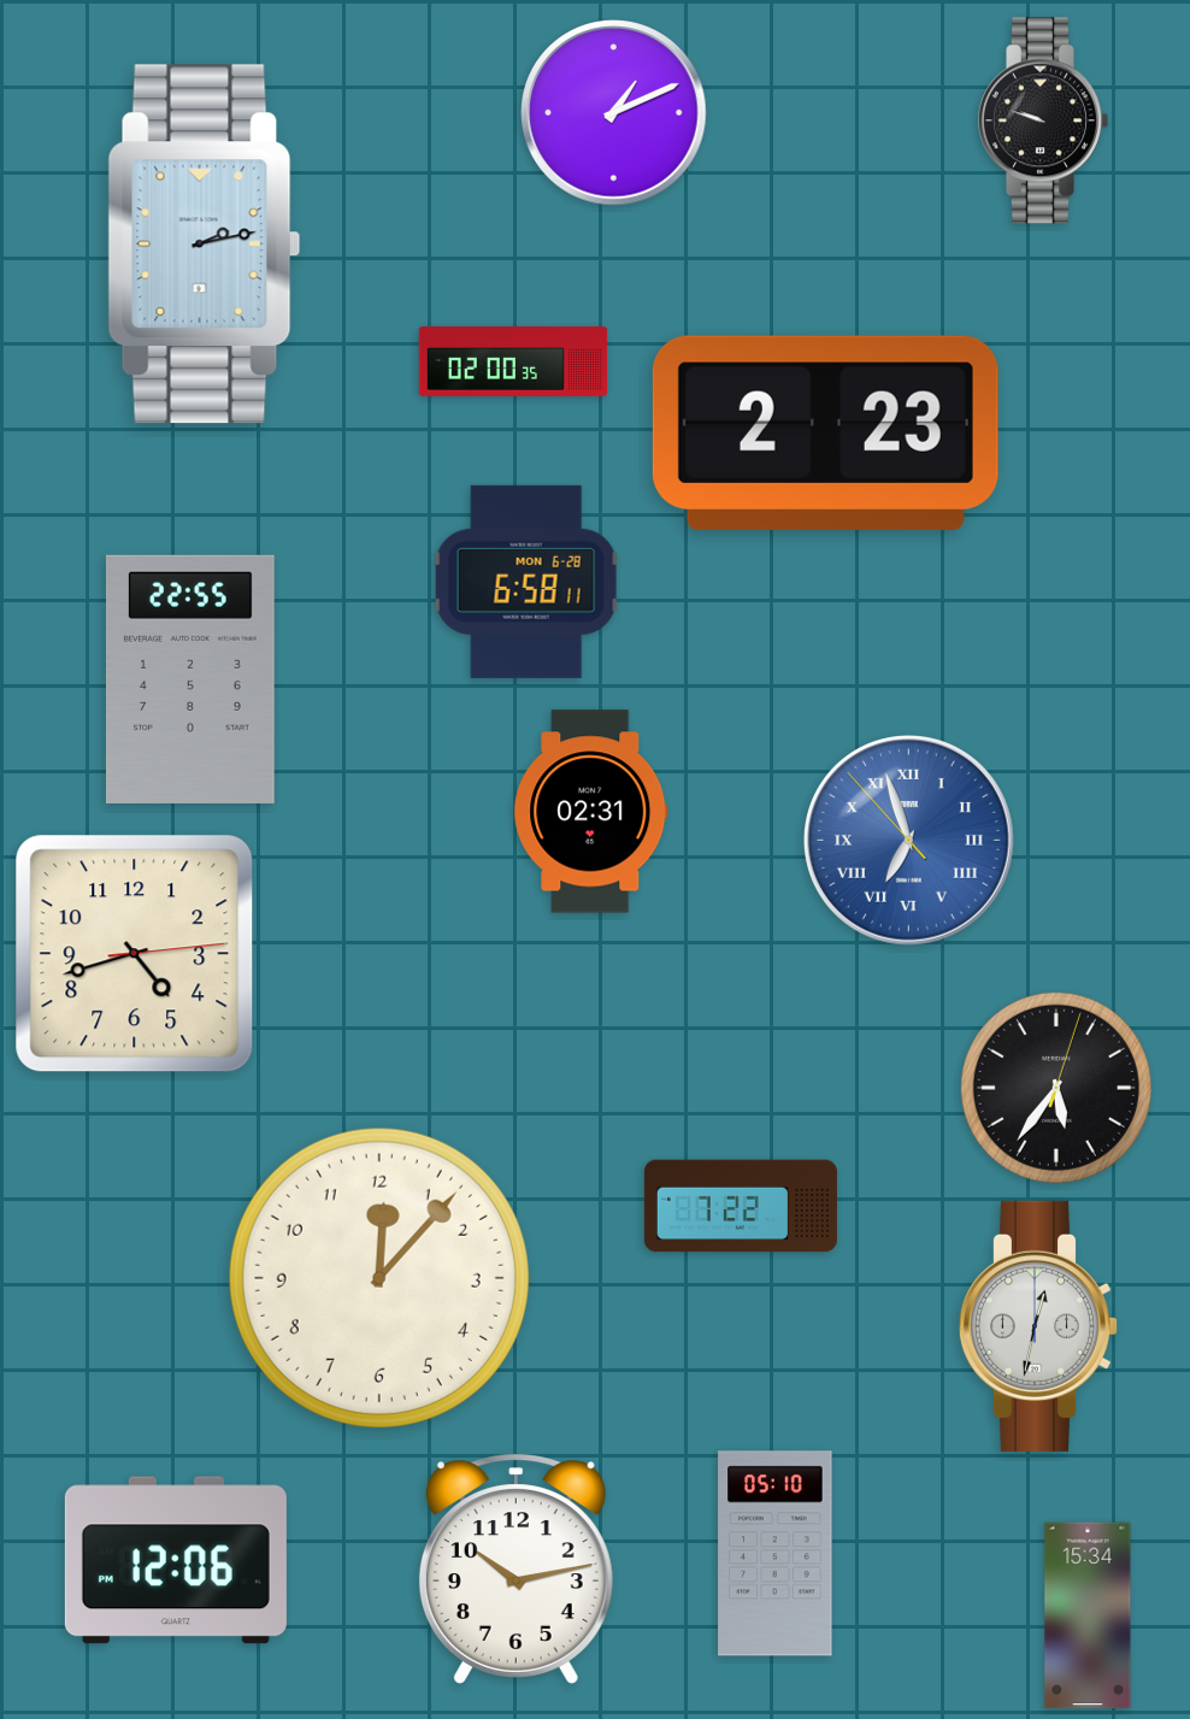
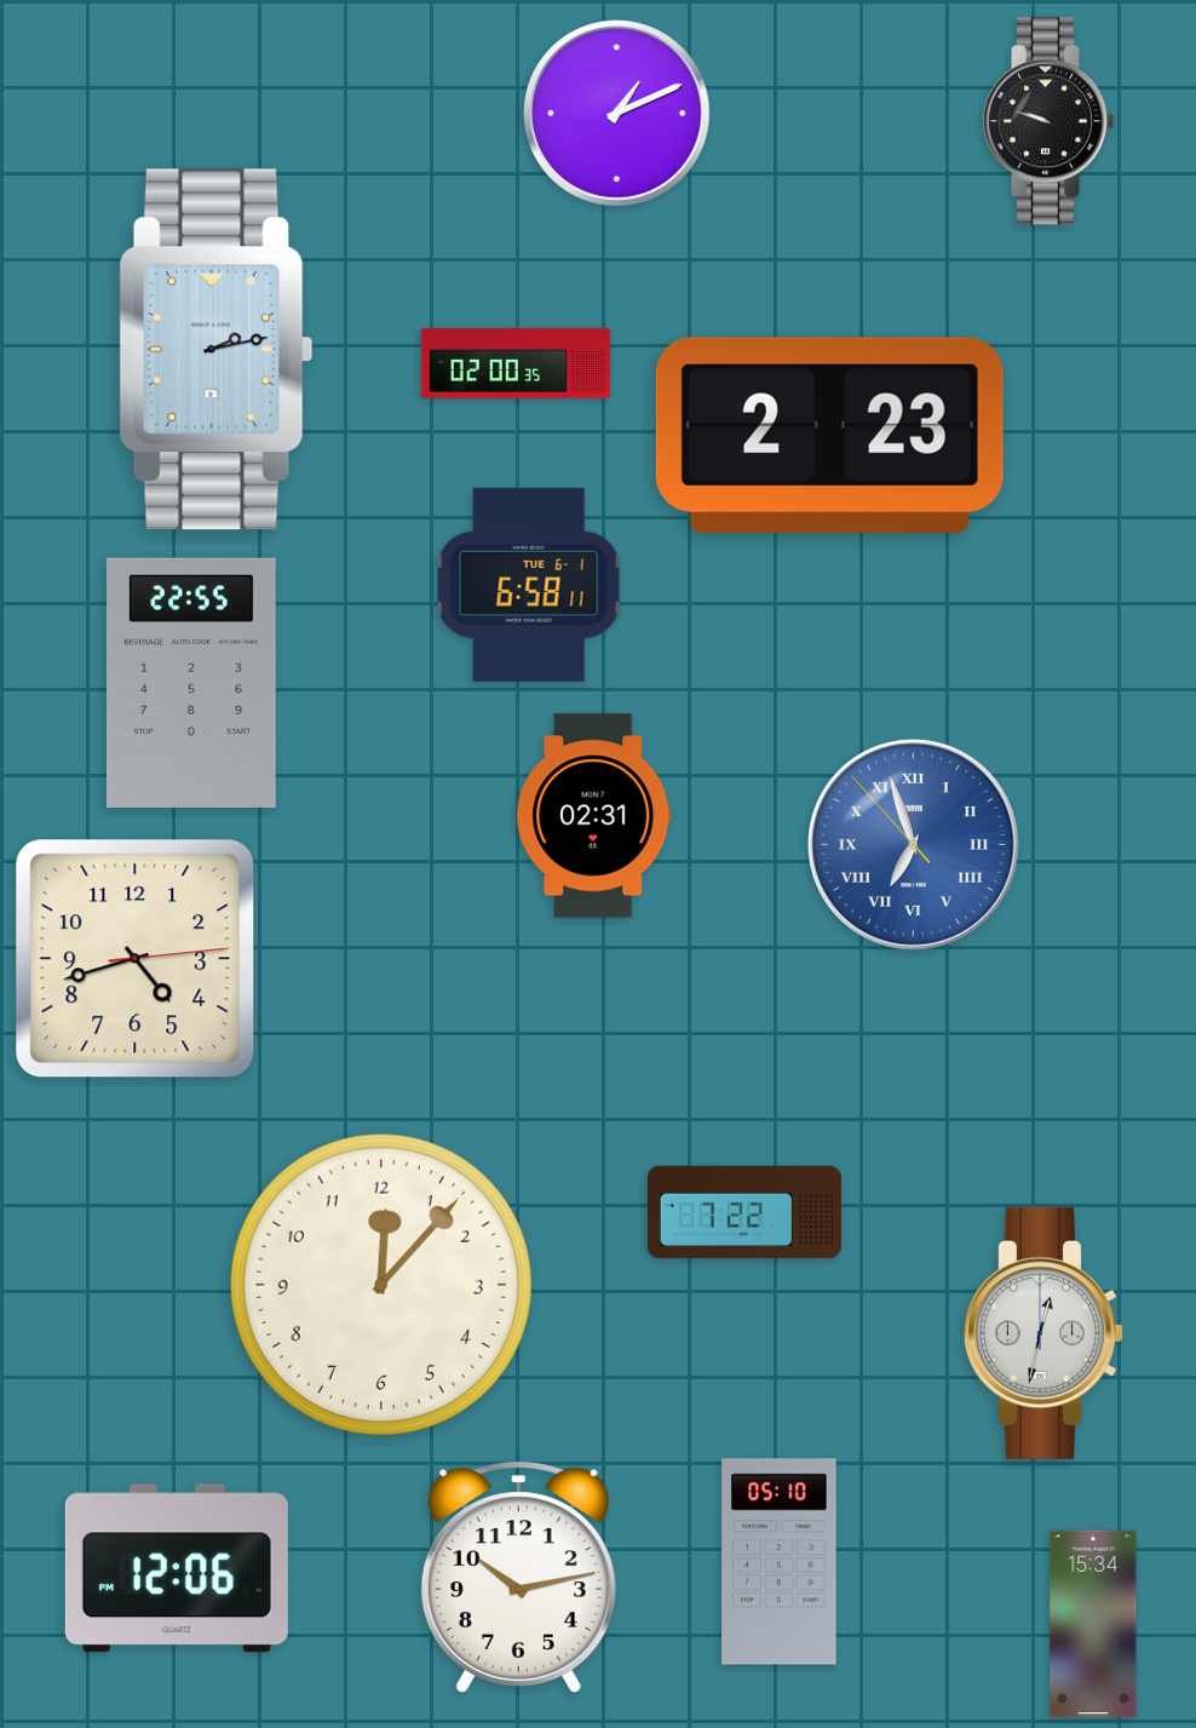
clock at (205, 245) position: (205, 245) -> (217, 350)
clock at (526, 582) date: MON 6-28 -> TUE 6-1
clock at (1056, 1088): 5:36 -> none
